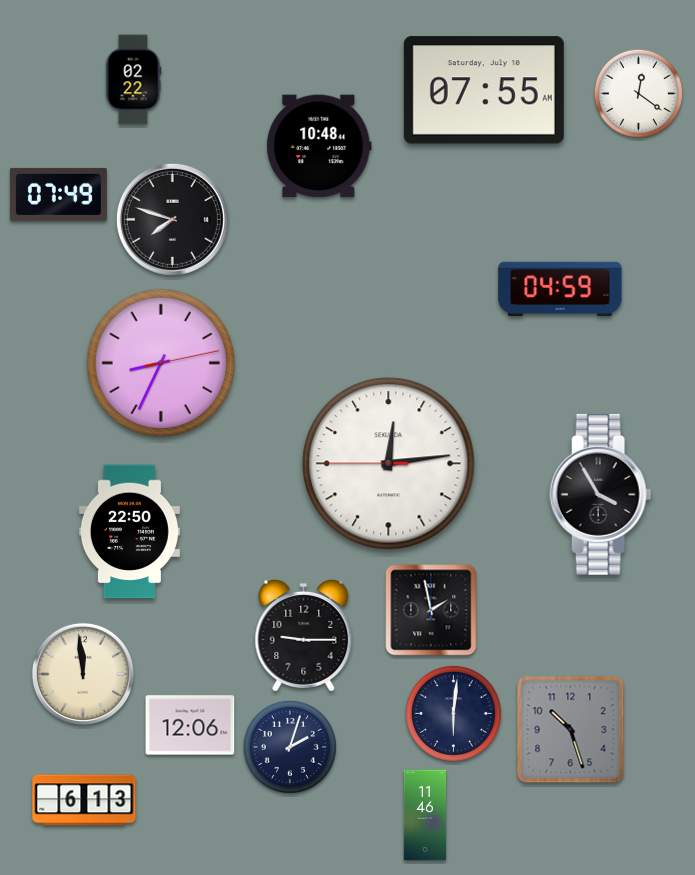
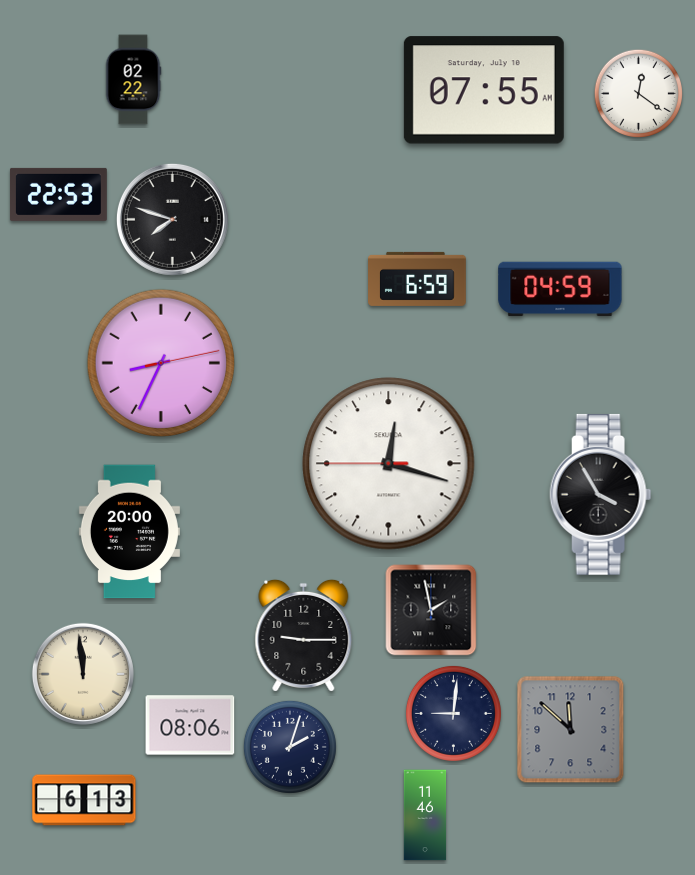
clock at (319, 146): 10:48 -> none
clock at (58, 194): 07:49 -> 22:53
clock at (417, 279): none -> 6:59
clock at (389, 464): 12:13 -> 12:17
clock at (129, 532): 22:50 -> 20:00
clock at (453, 713): 6:01 -> 9:01
clock at (190, 725): 12:06 -> 08:06
clock at (571, 730): 10:27 -> 11:52
